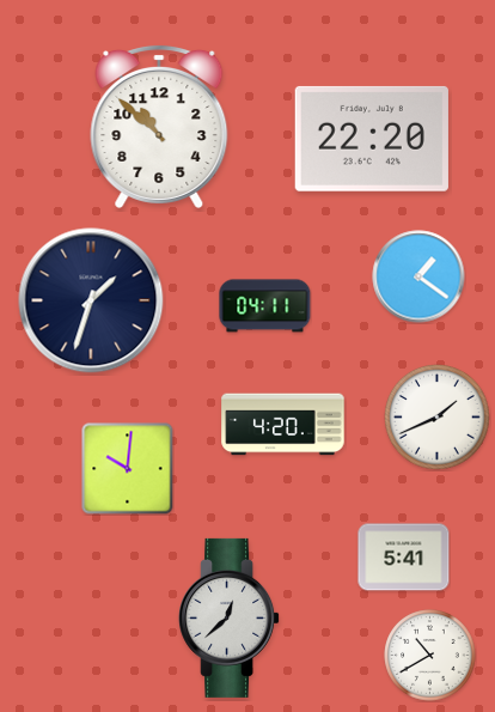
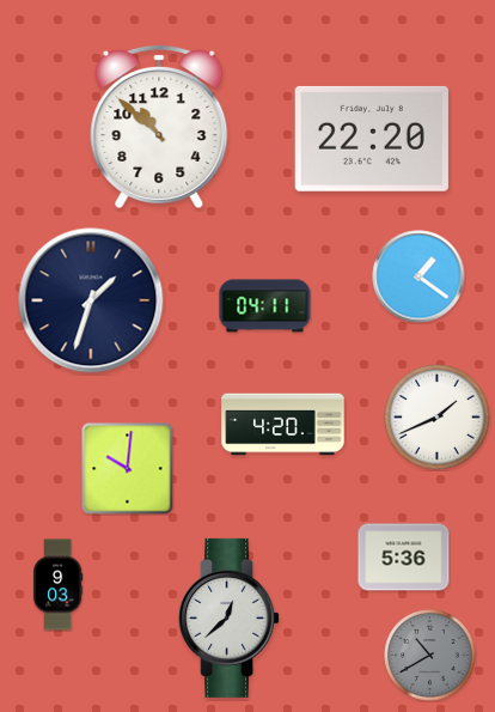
clock at (404, 558): 5:41 -> 5:36
clock at (57, 585): none -> 9:03
clock at (430, 656) dial: white -> grey
